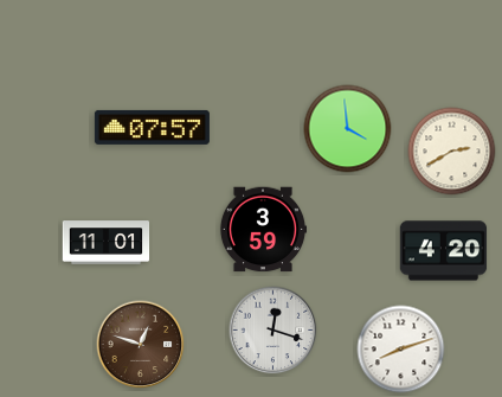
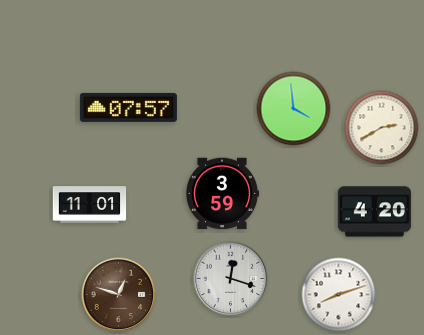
clock at (141, 345) position: (141, 345) -> (119, 295)
